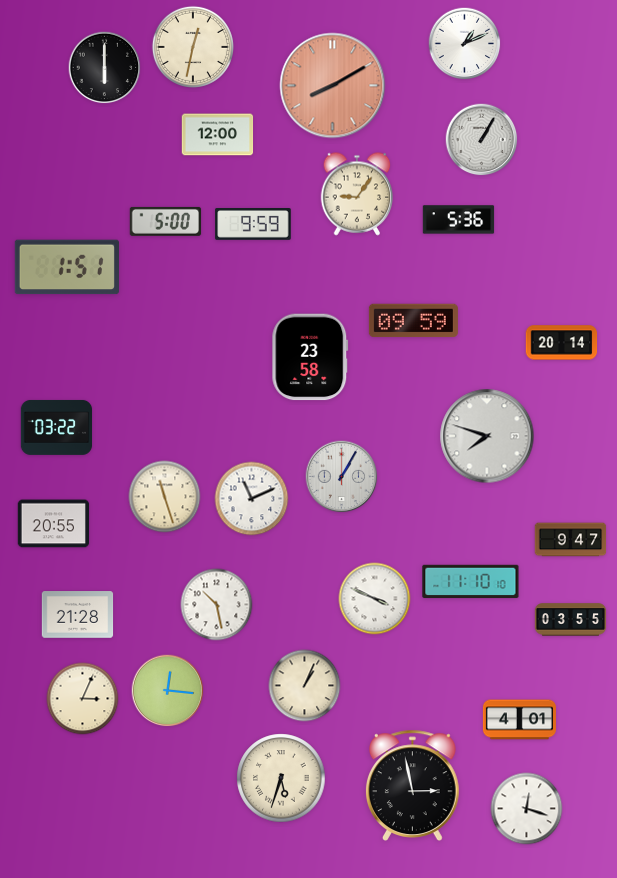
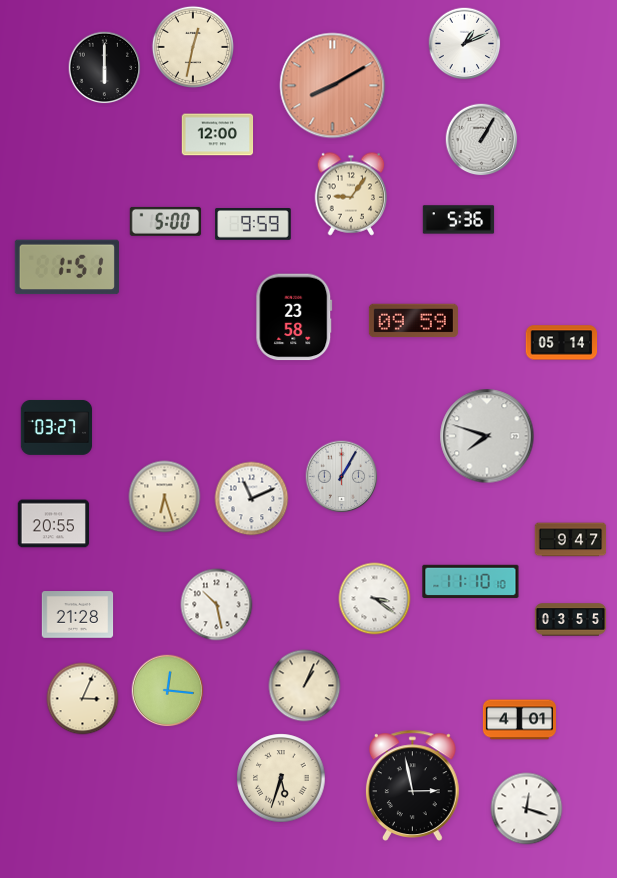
clock at (357, 194) position: (357, 194) -> (351, 194)
clock at (562, 343): 20:14 -> 05:14
clock at (310, 357) position: (310, 357) -> (294, 317)
clock at (57, 428): 03:22 -> 03:27
clock at (165, 497): 11:27 -> 6:27
clock at (375, 599): 3:49 -> 3:21
